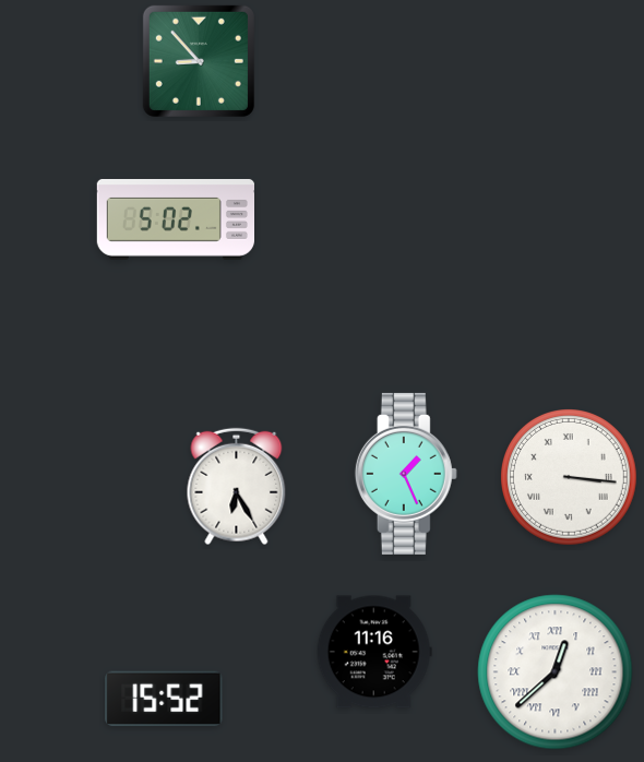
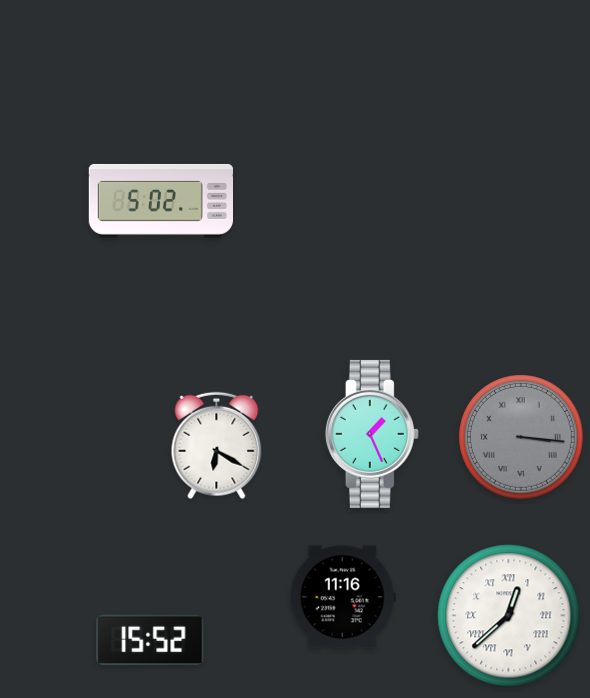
clock at (199, 61): 8:53 -> none
clock at (570, 478) dial: white -> grey
clock at (237, 487): 6:25 -> 6:20
